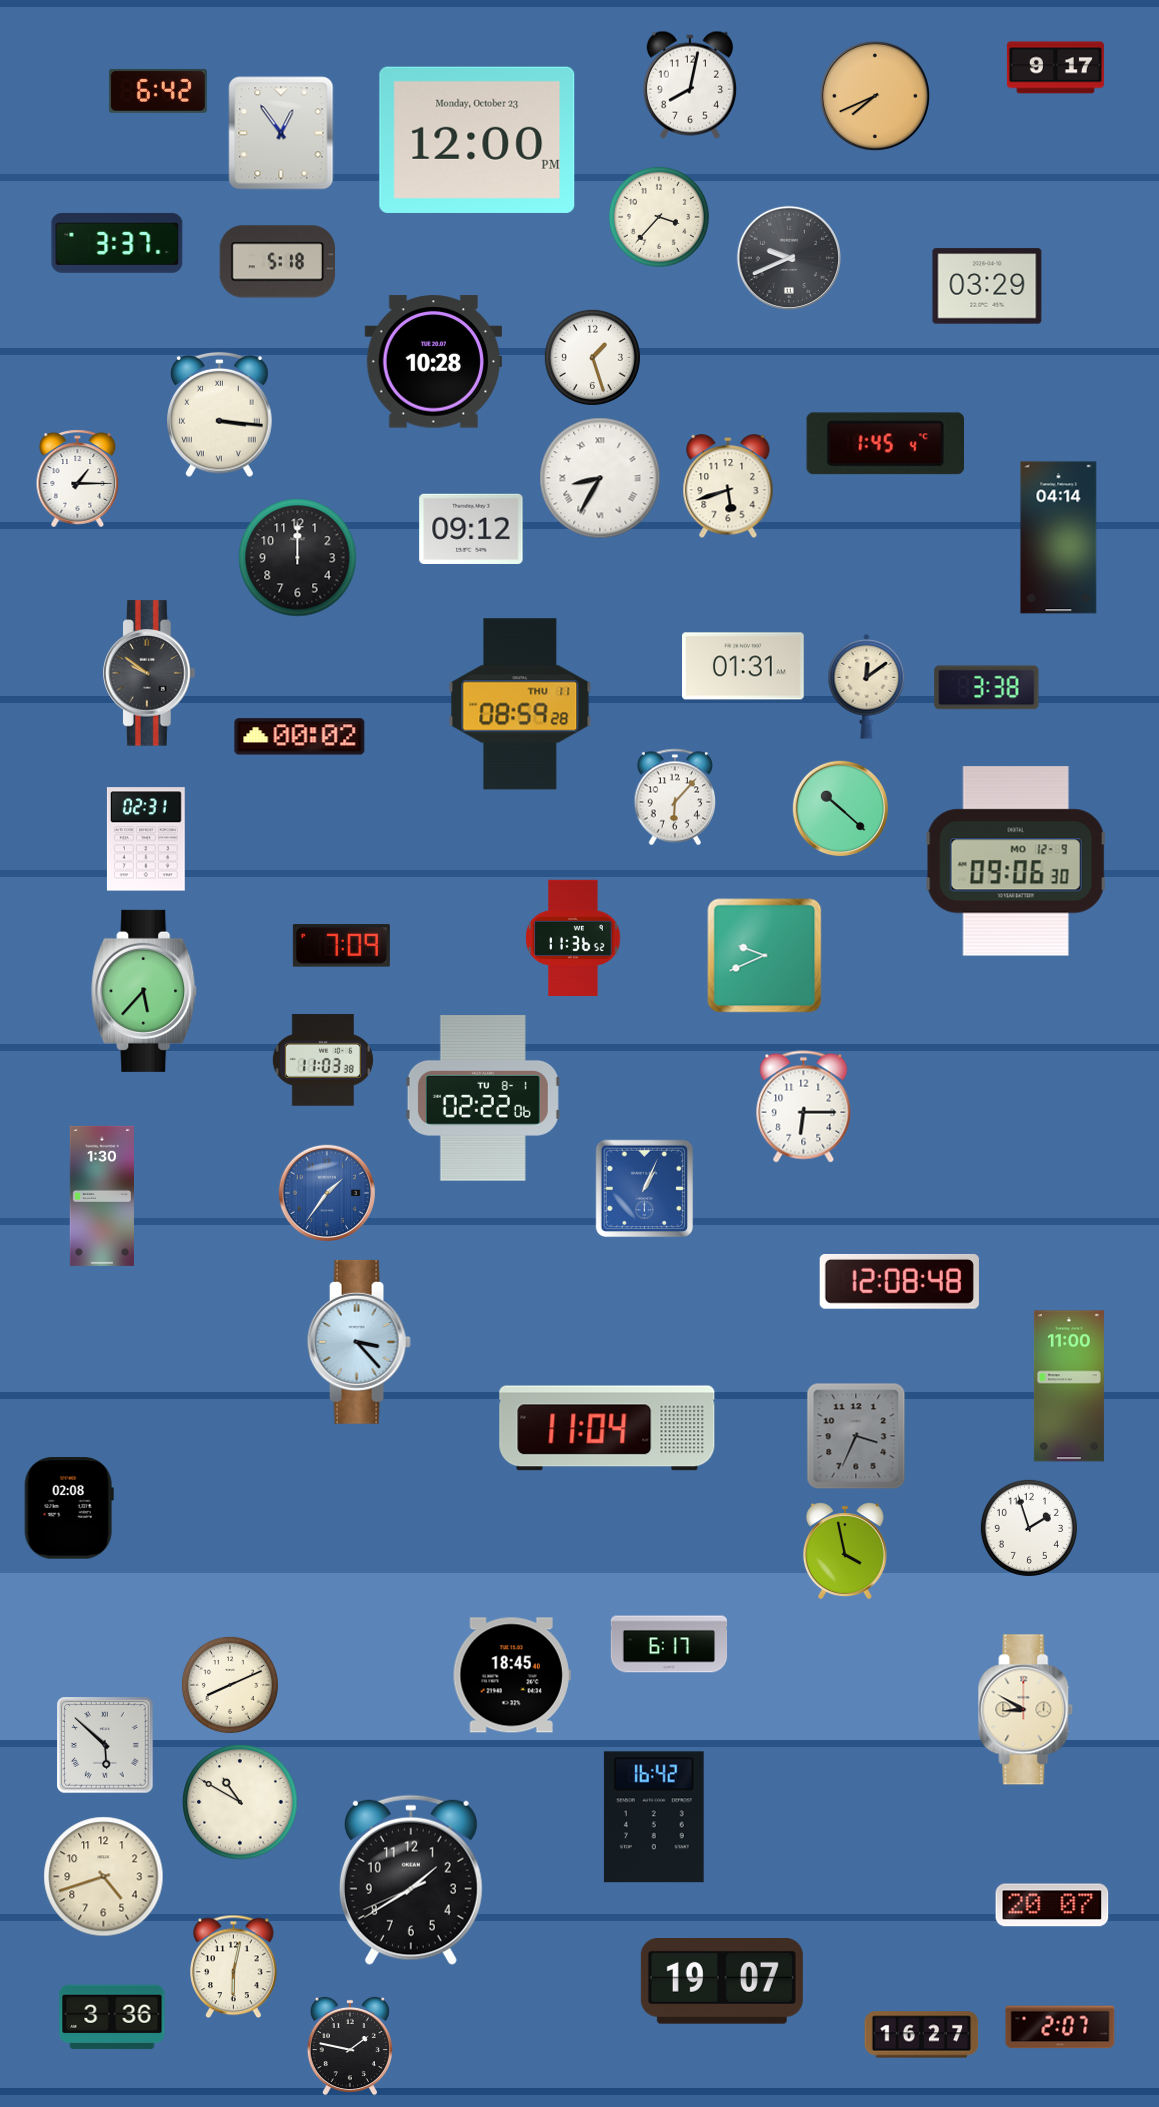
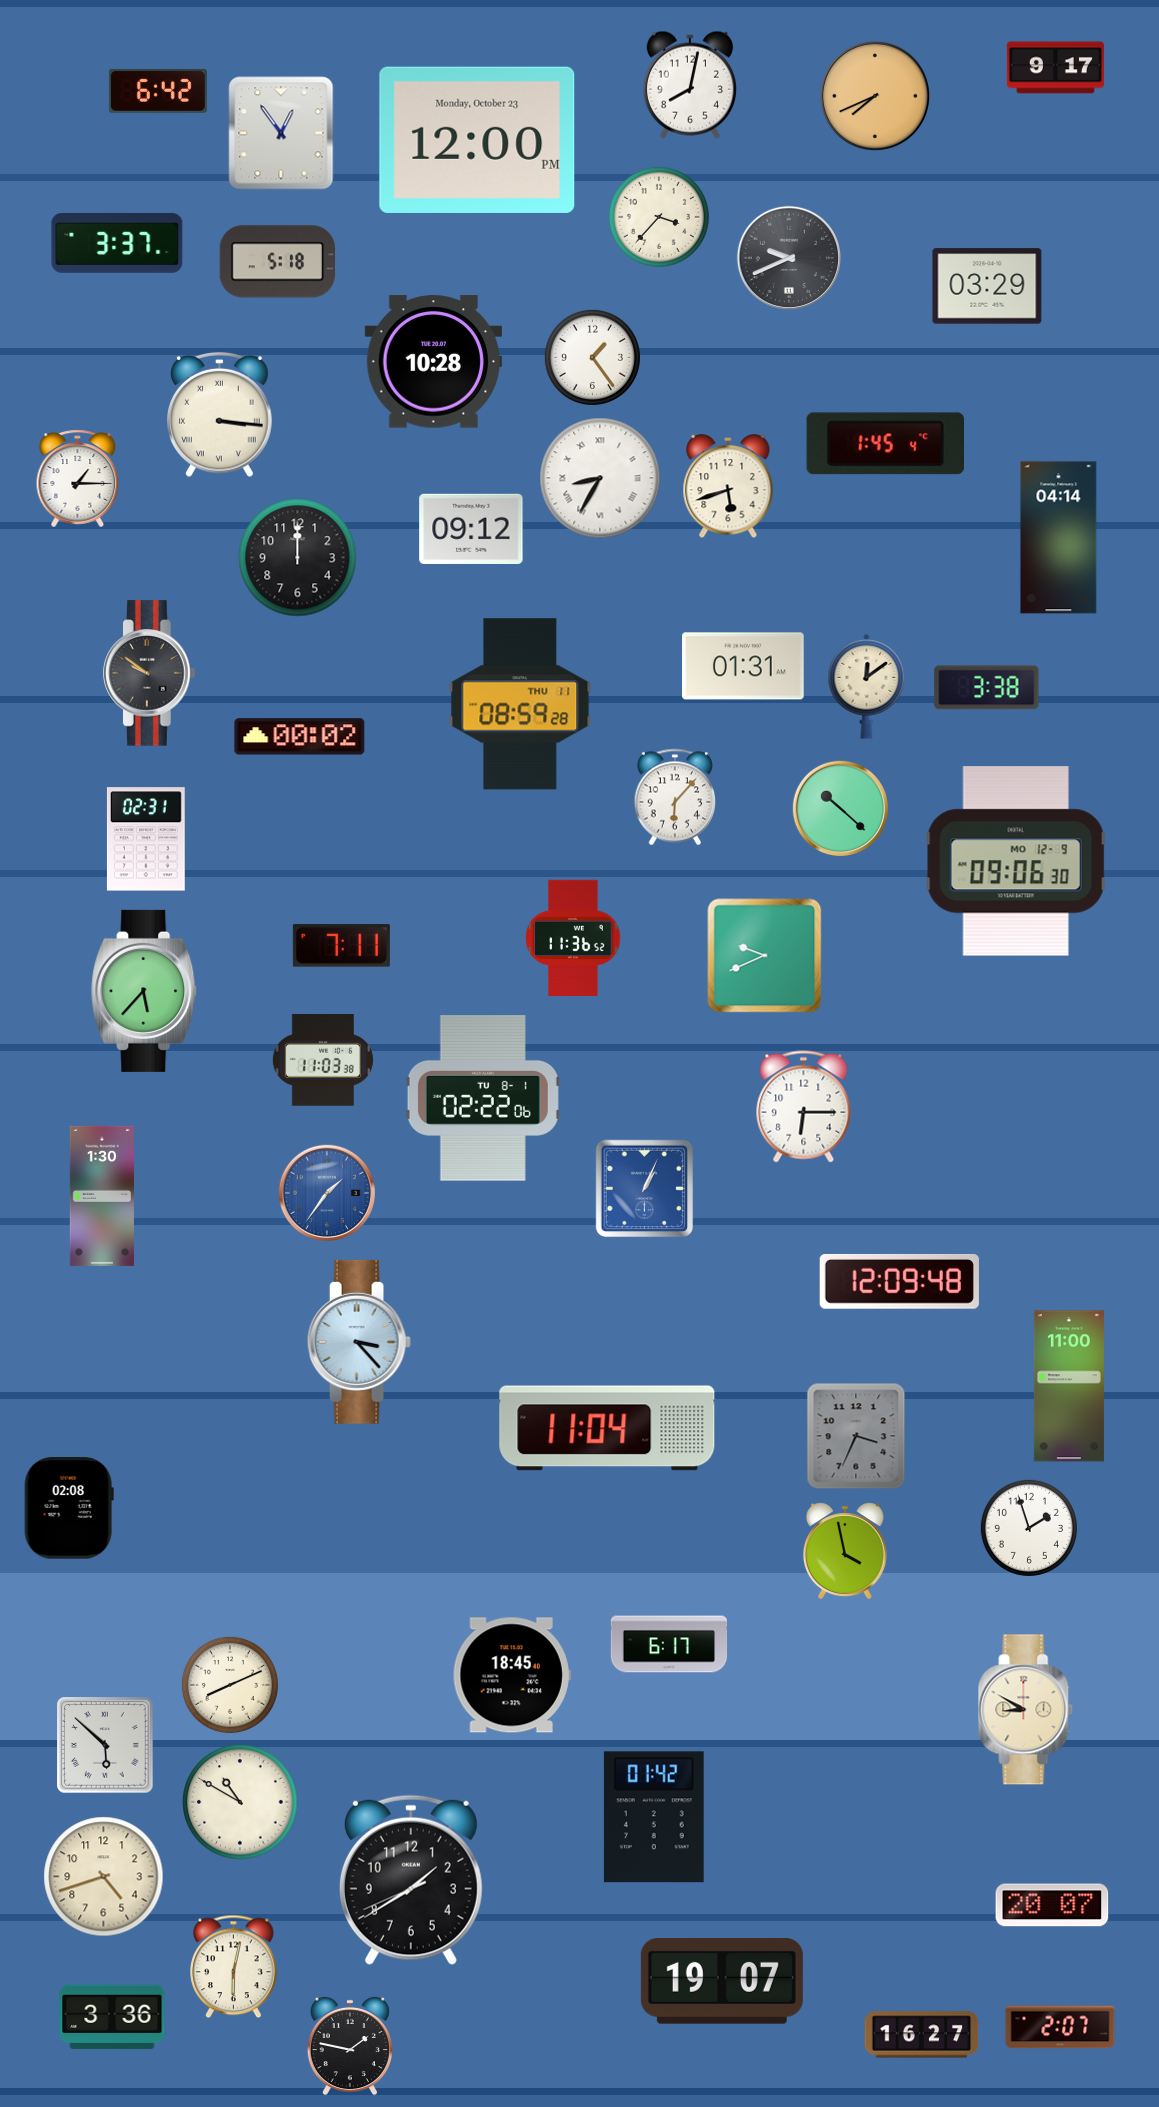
clock at (592, 357): 1:27 -> 1:24
clock at (341, 946): 7:09 -> 7:11
clock at (899, 1281): 12:08 -> 12:09
clock at (654, 1817): 16:42 -> 01:42
